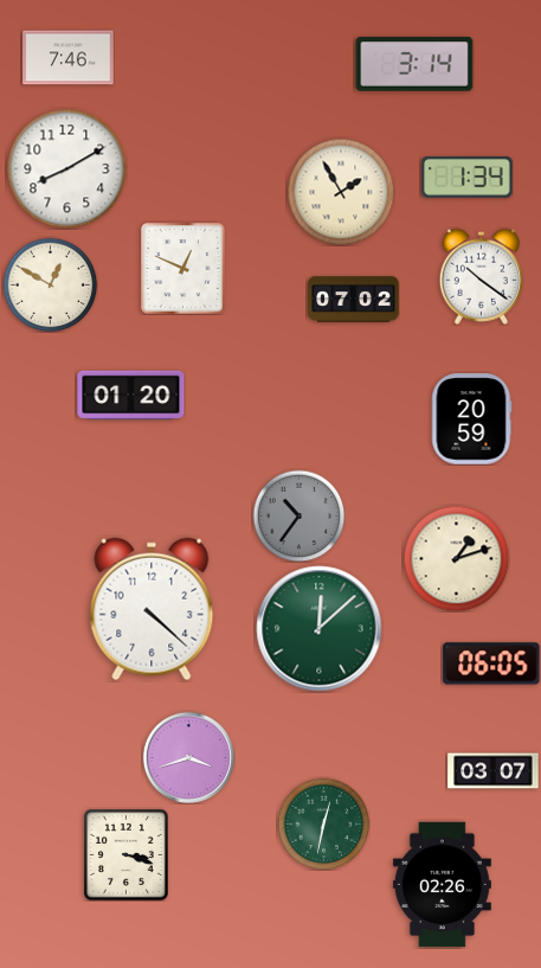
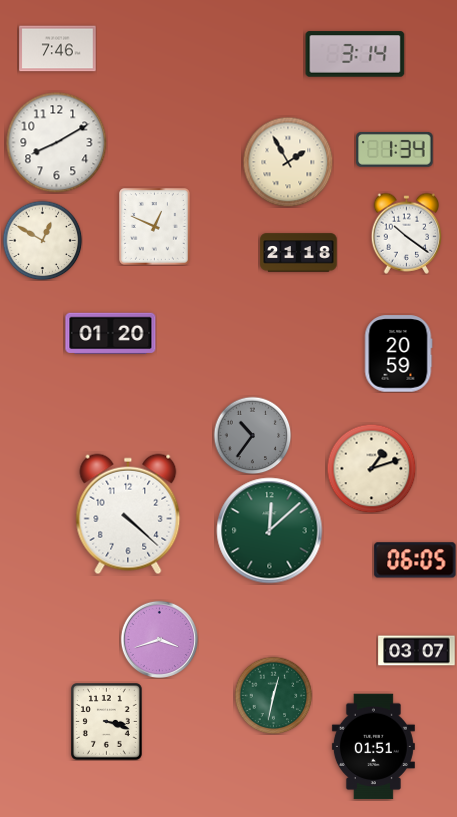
clock at (414, 64) position: (414, 64) -> (355, 54)
clock at (354, 300): 07:02 -> 21:18
clock at (456, 558) position: (456, 558) -> (371, 468)
clock at (442, 885): 02:26 -> 01:51
